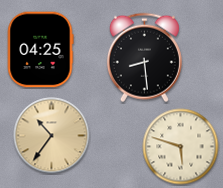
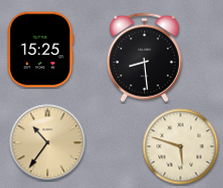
clock at (40, 50): 04:25 -> 15:25
clock at (52, 136) position: (52, 136) -> (48, 143)
